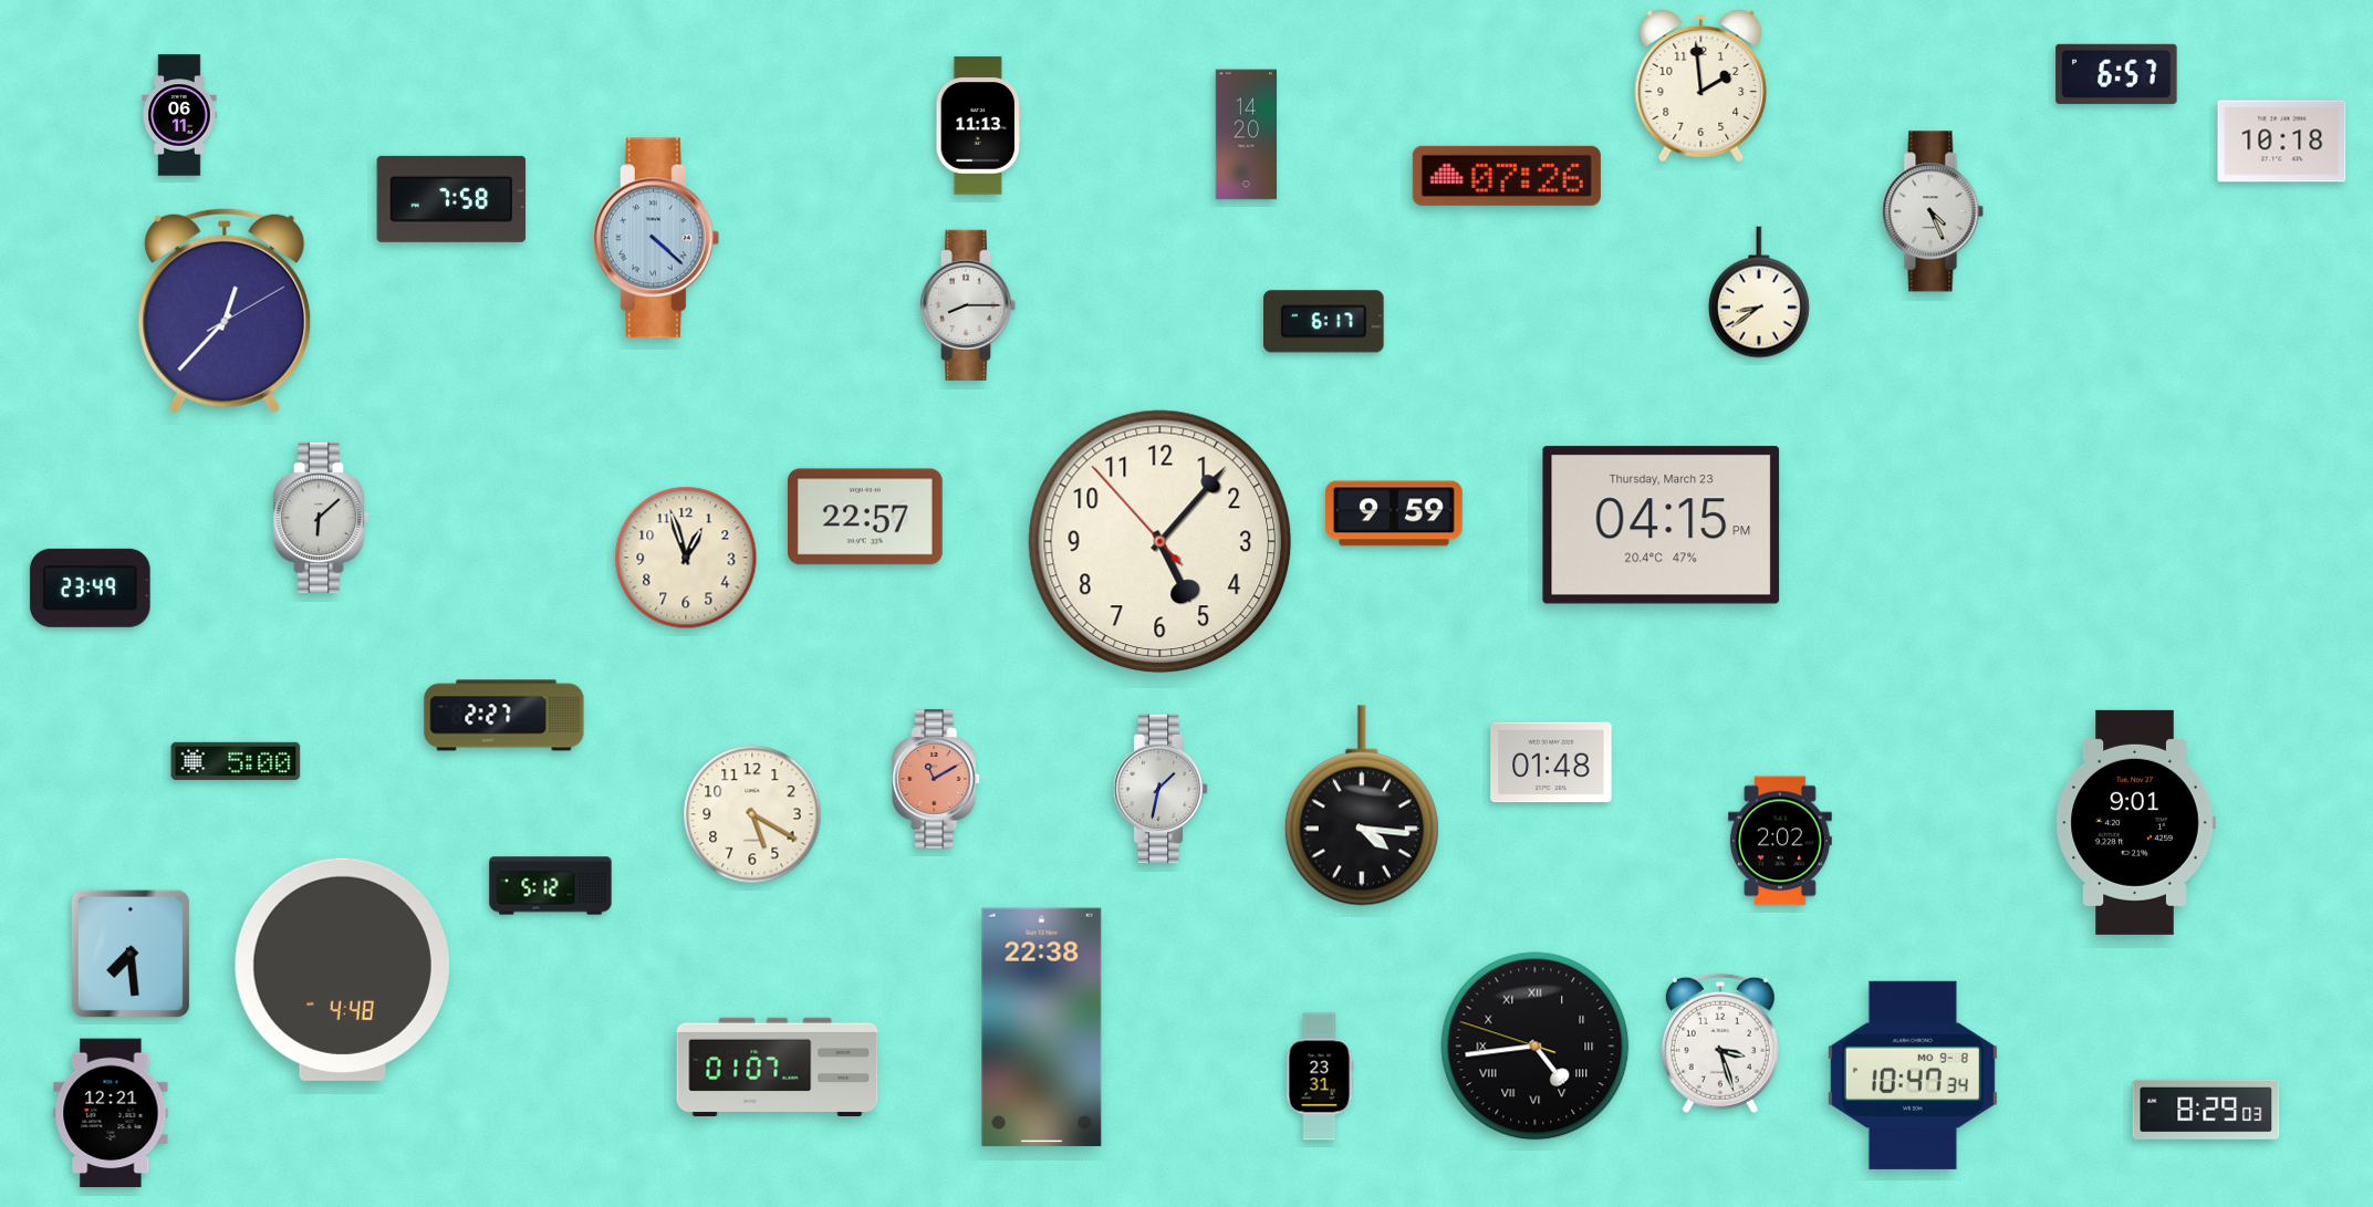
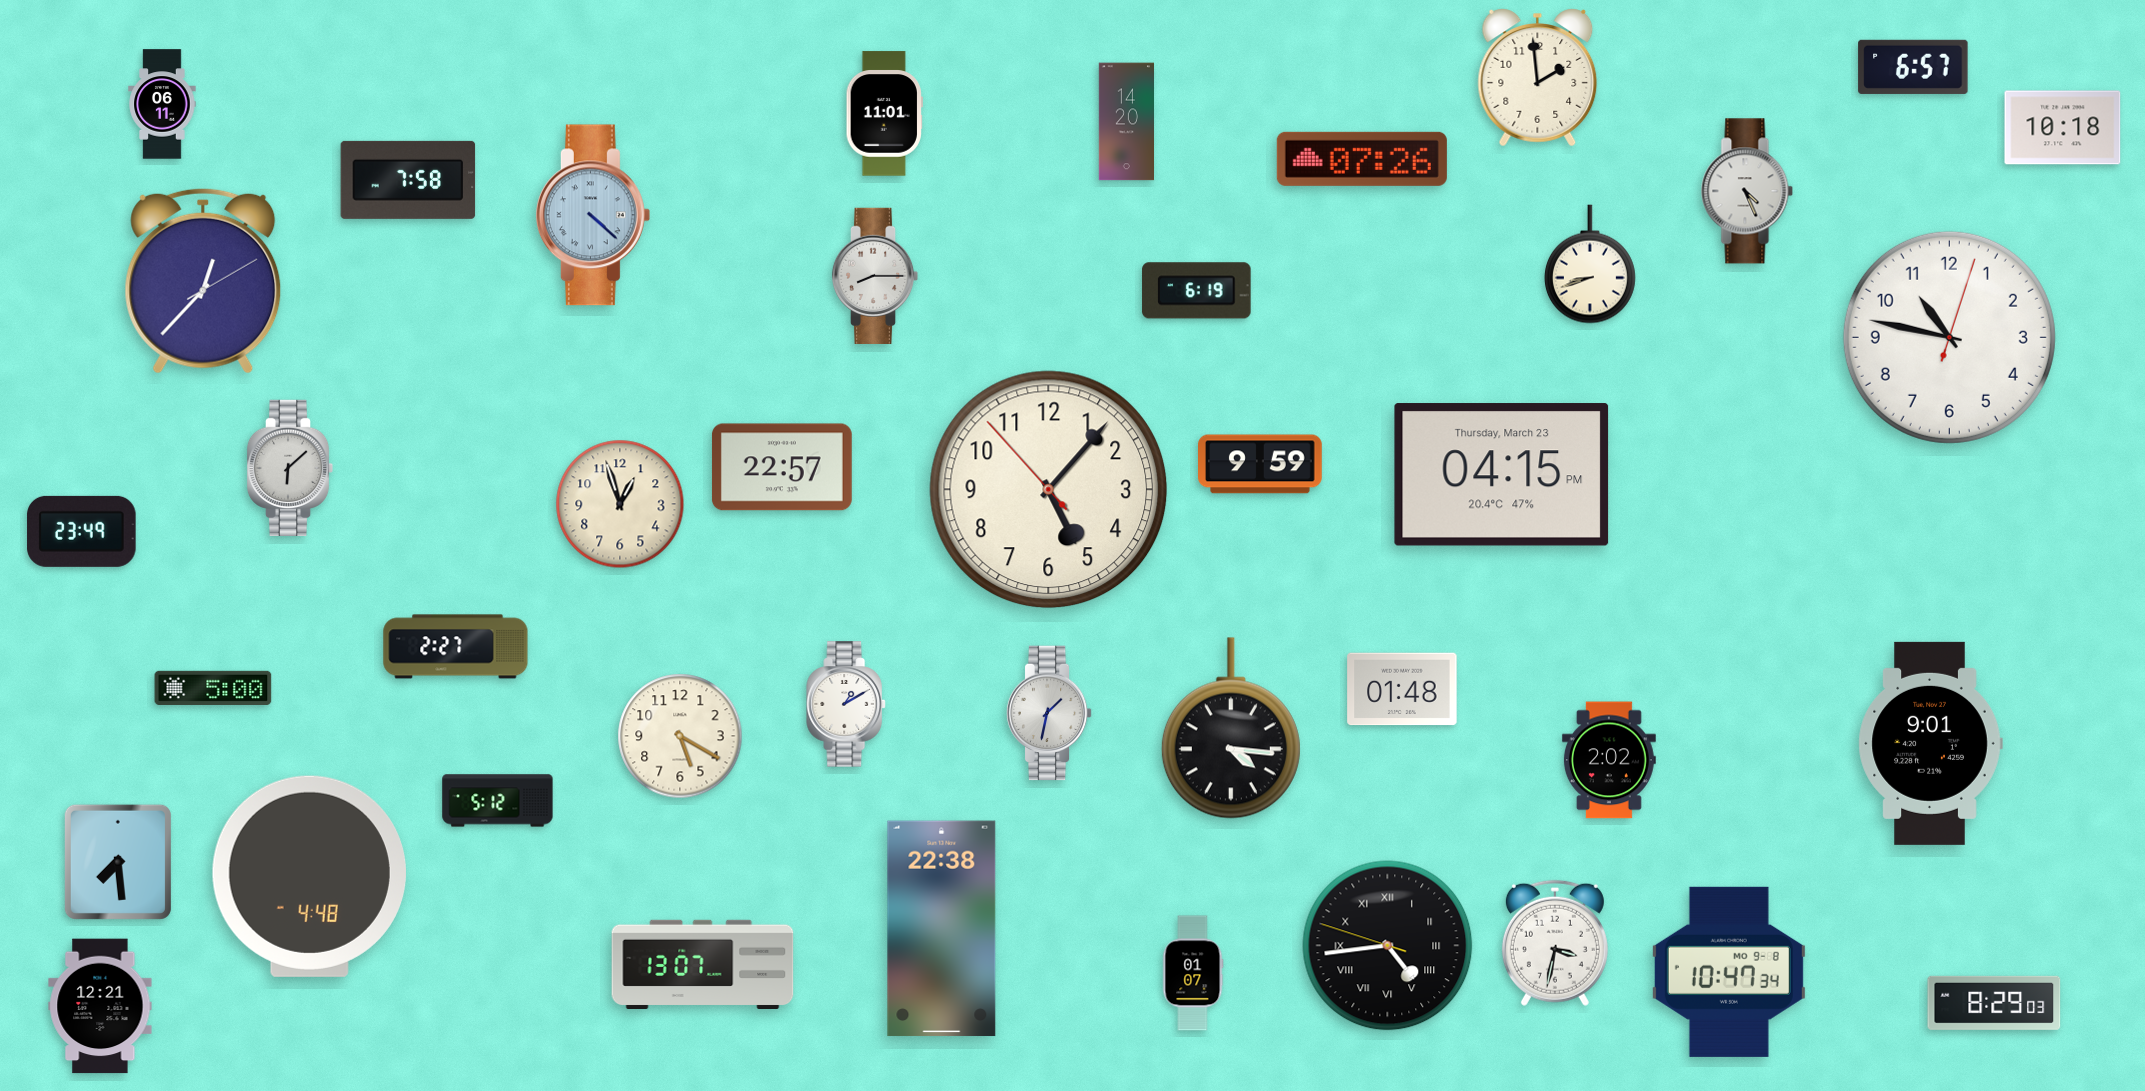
clock at (978, 126): 11:13 -> 11:01
clock at (1759, 292): 8:39 -> 8:42
clock at (1324, 322): 6:17 -> 6:19
clock at (1949, 337): none -> 10:47
clock at (936, 779): 11:10 -> 1:10
clock at (936, 779) dial: salmon -> white
clock at (1720, 1043): 3:27 -> 3:32
clock at (778, 1066): 01:07 -> 13:07
clock at (1320, 1076): 23:31 -> 01:07
